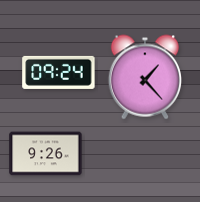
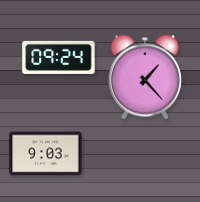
clock at (59, 72) position: (59, 72) -> (59, 57)
clock at (46, 154): 9:26 -> 9:03
